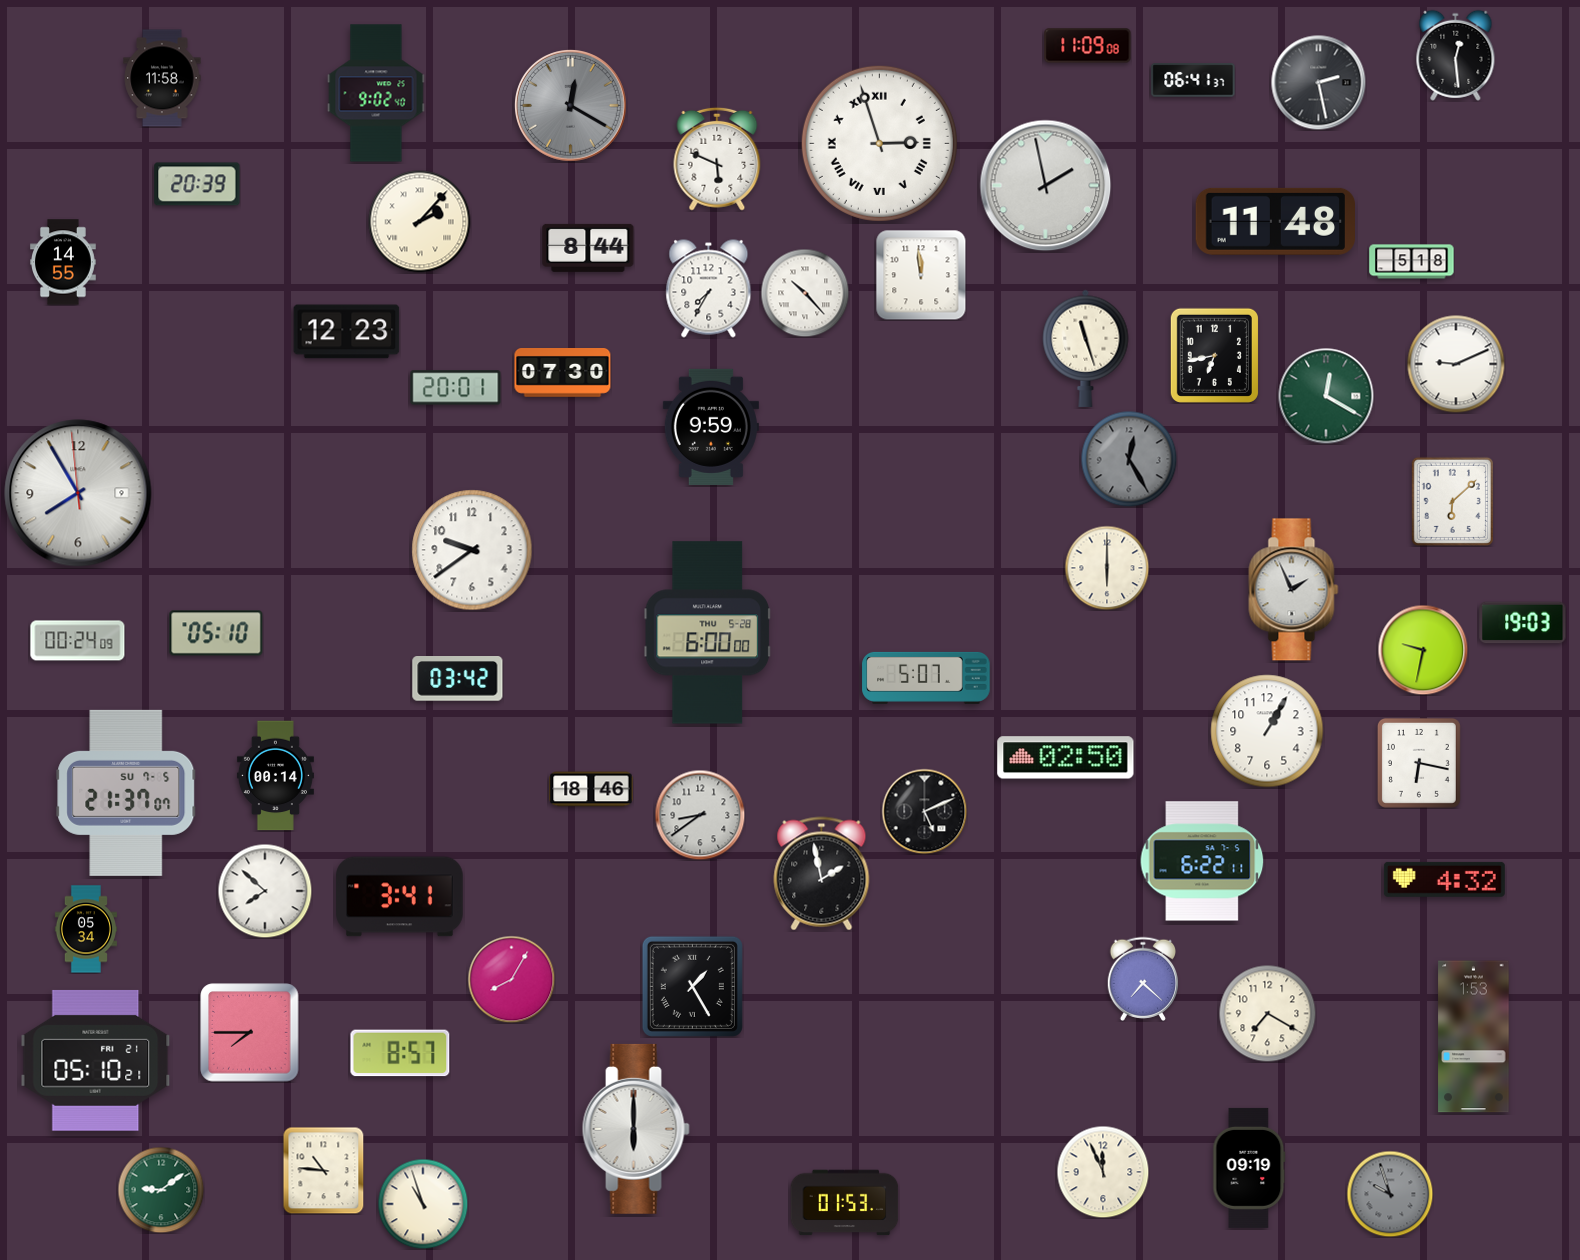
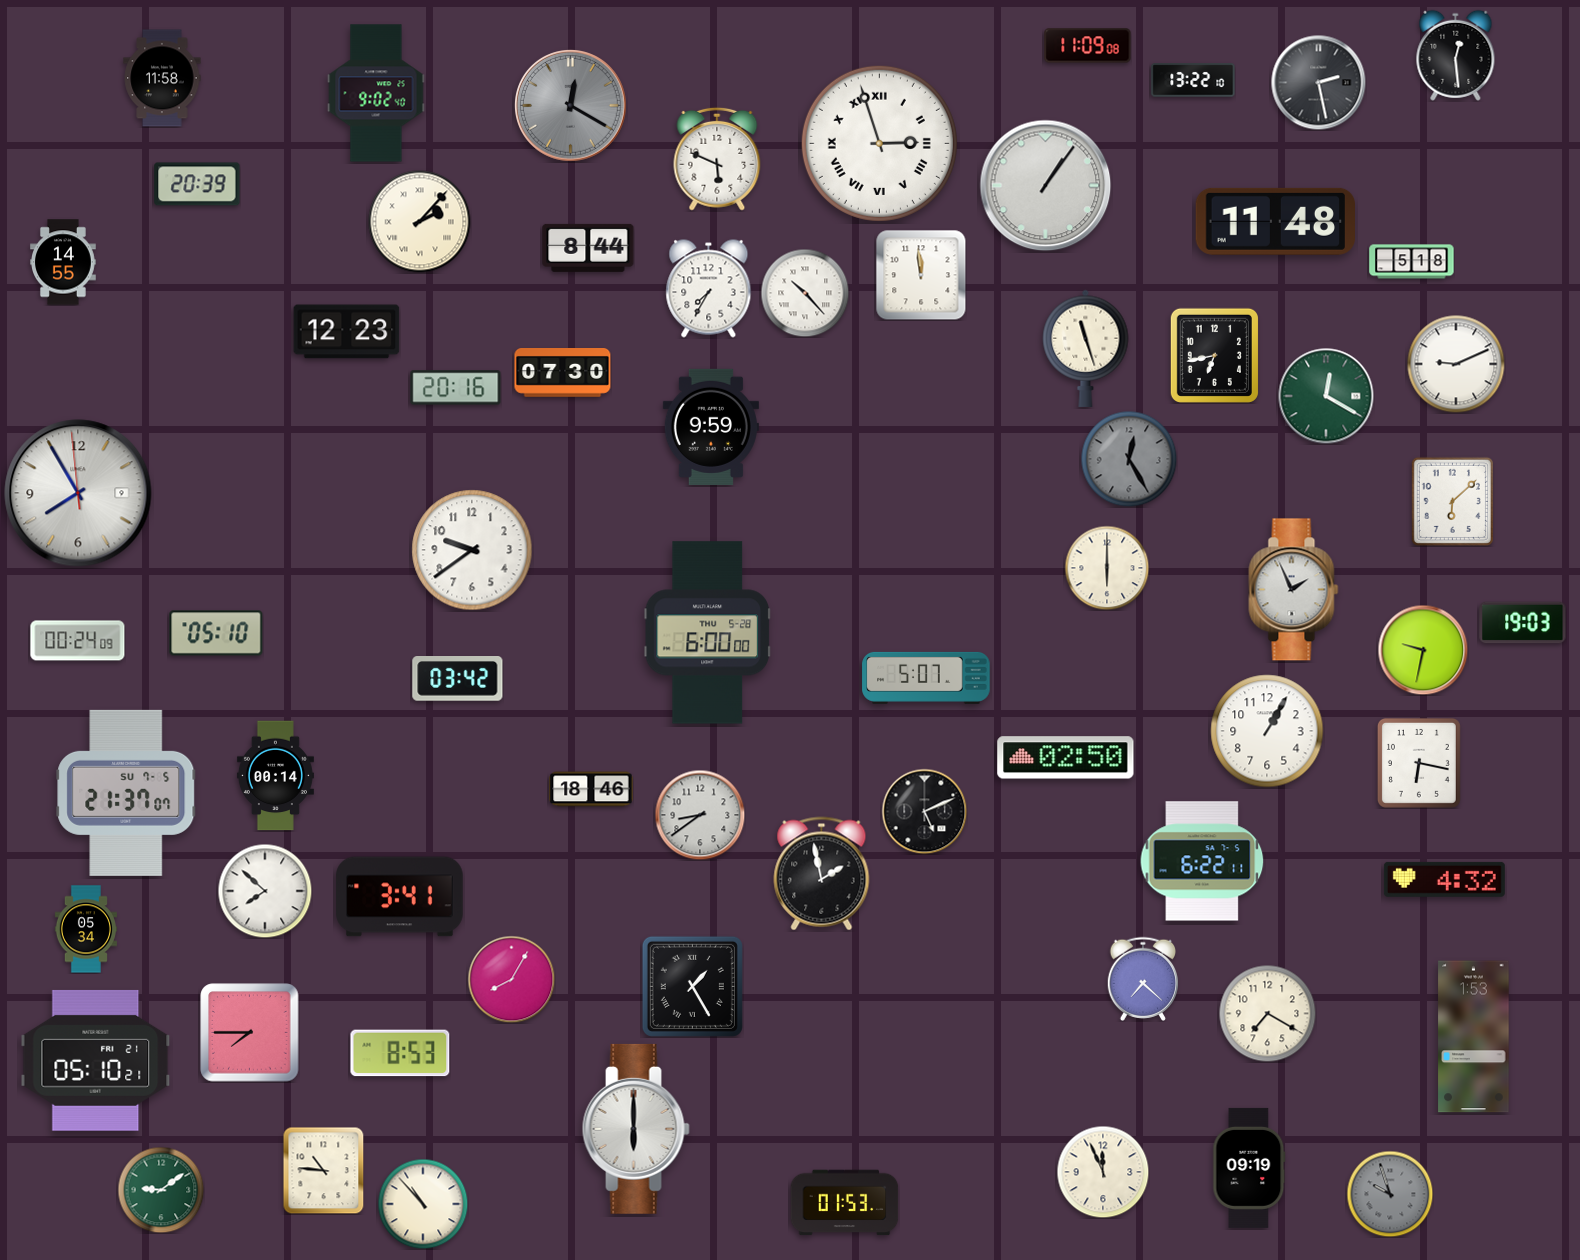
clock at (1193, 80): 06:41 -> 13:22
clock at (1046, 186): 1:58 -> 1:06
clock at (456, 388): 20:01 -> 20:16
clock at (400, 1053): 8:57 -> 8:53
clock at (423, 1204): 10:57 -> 10:53
